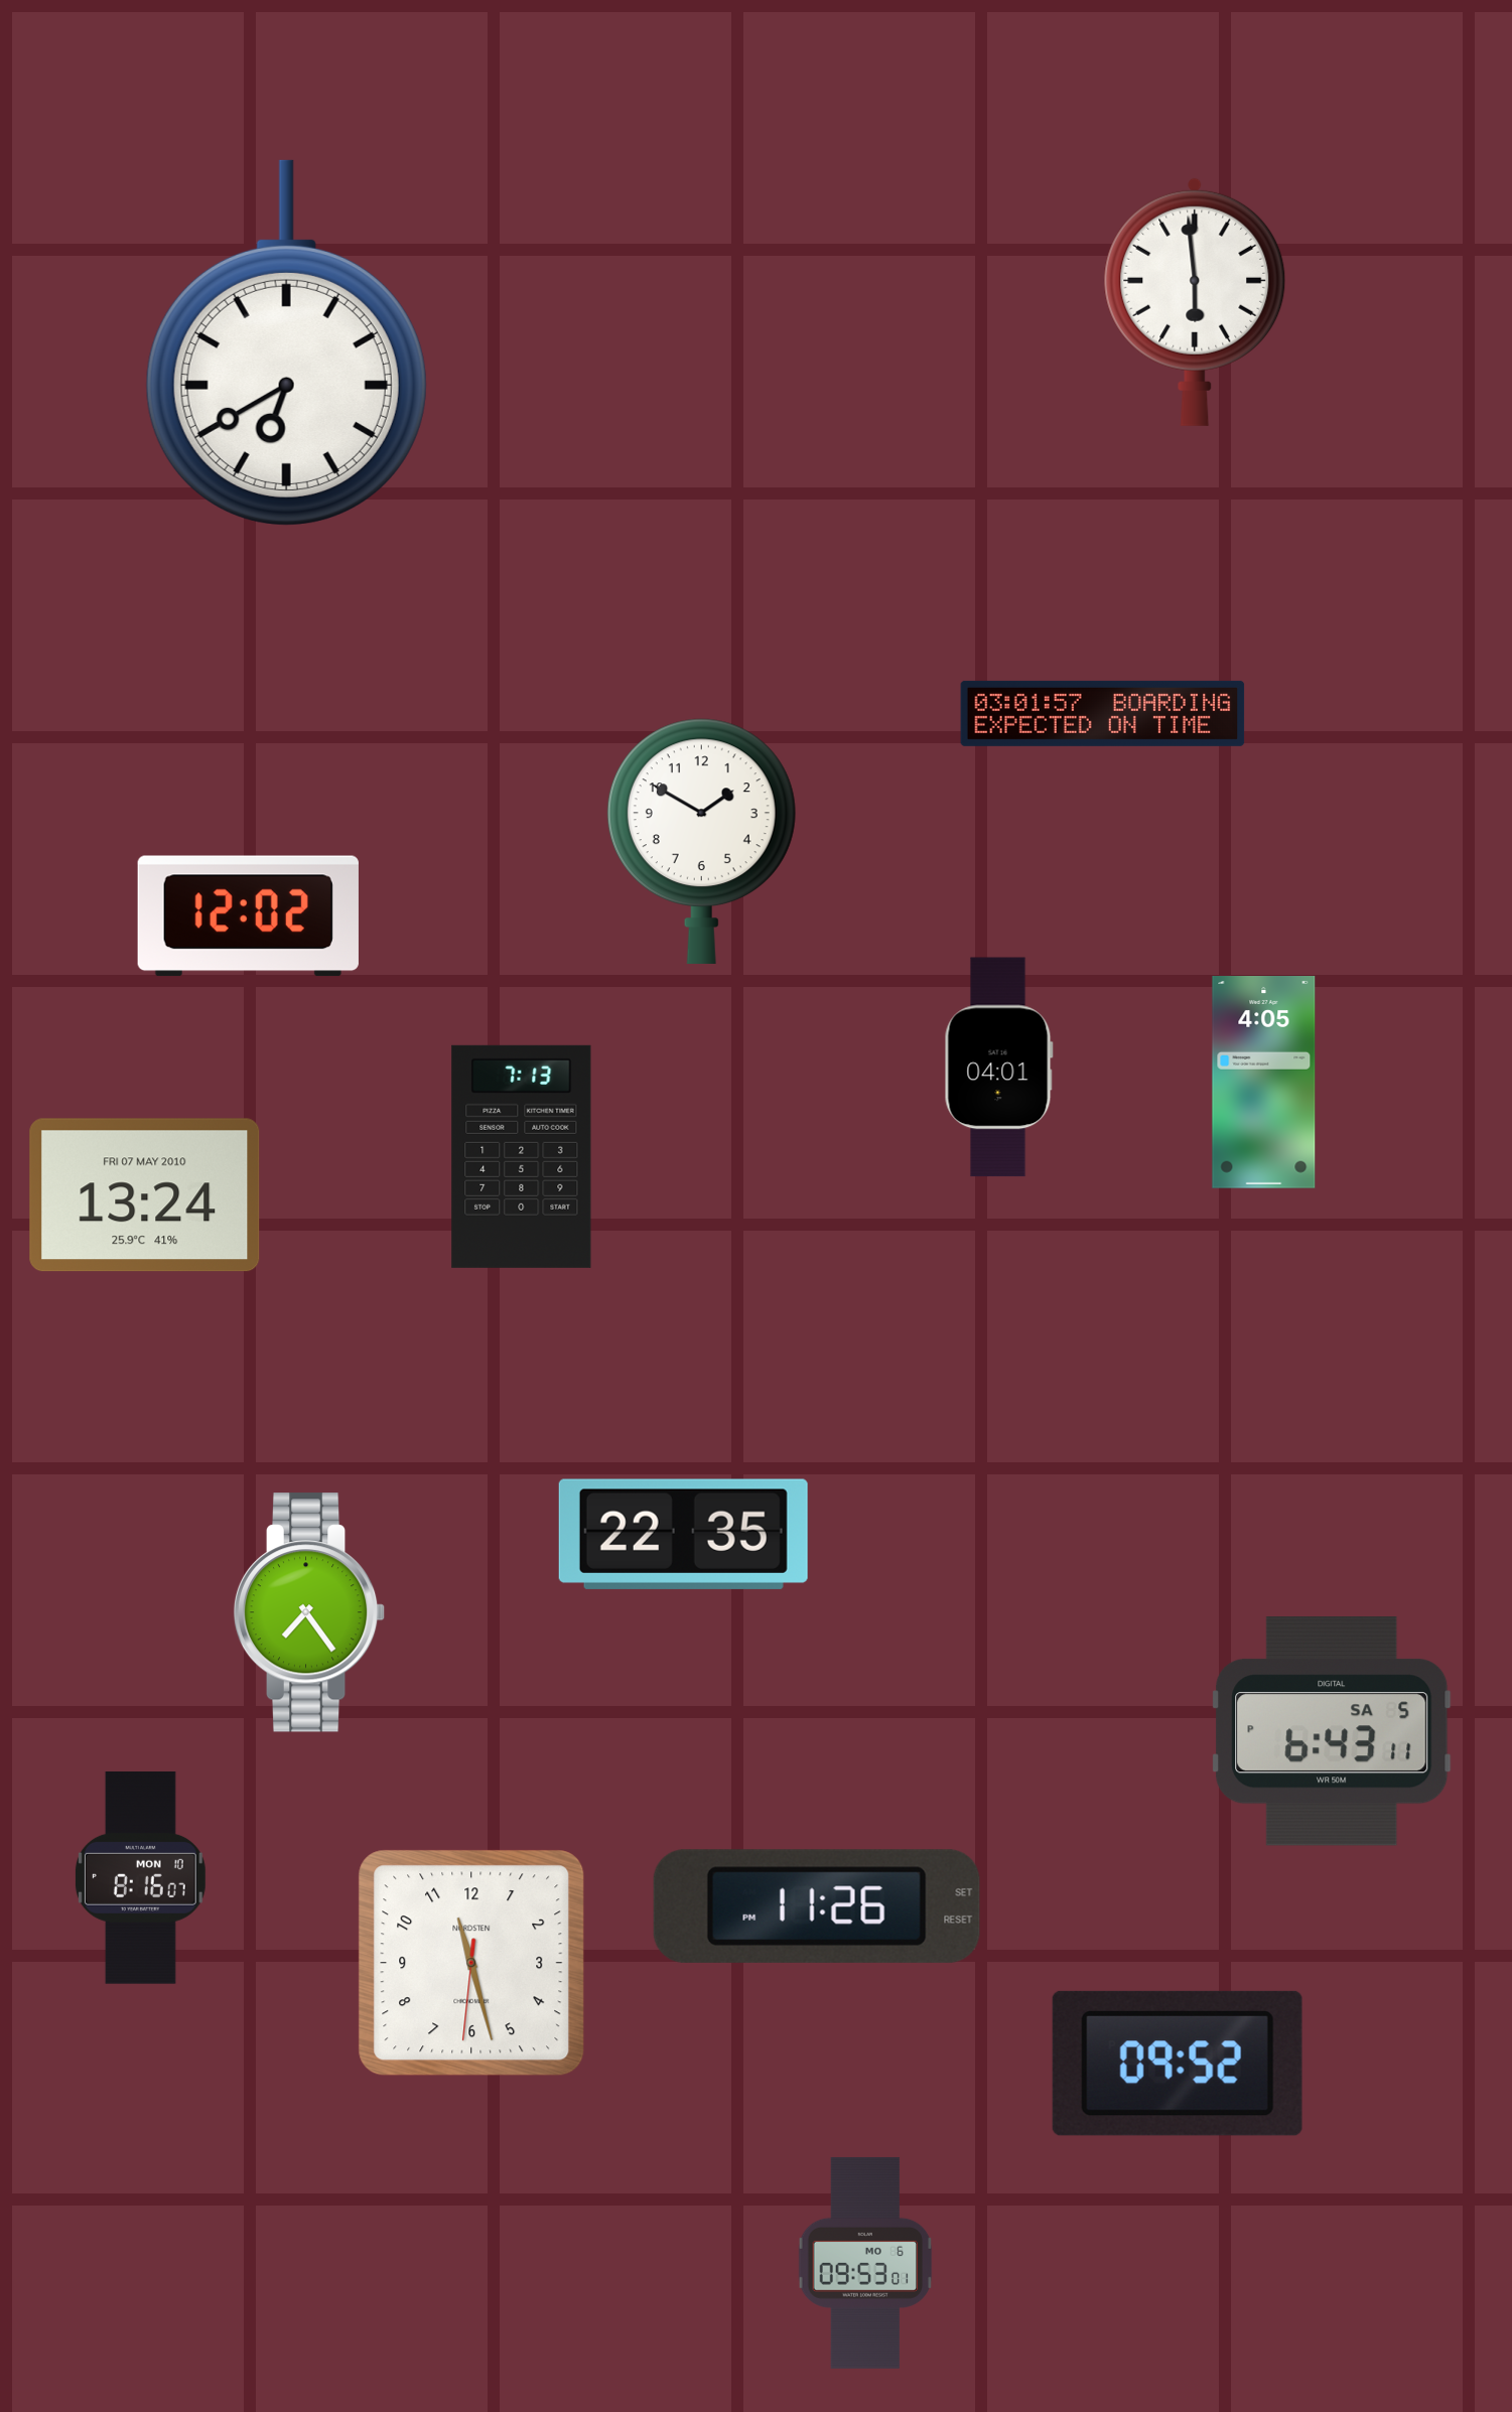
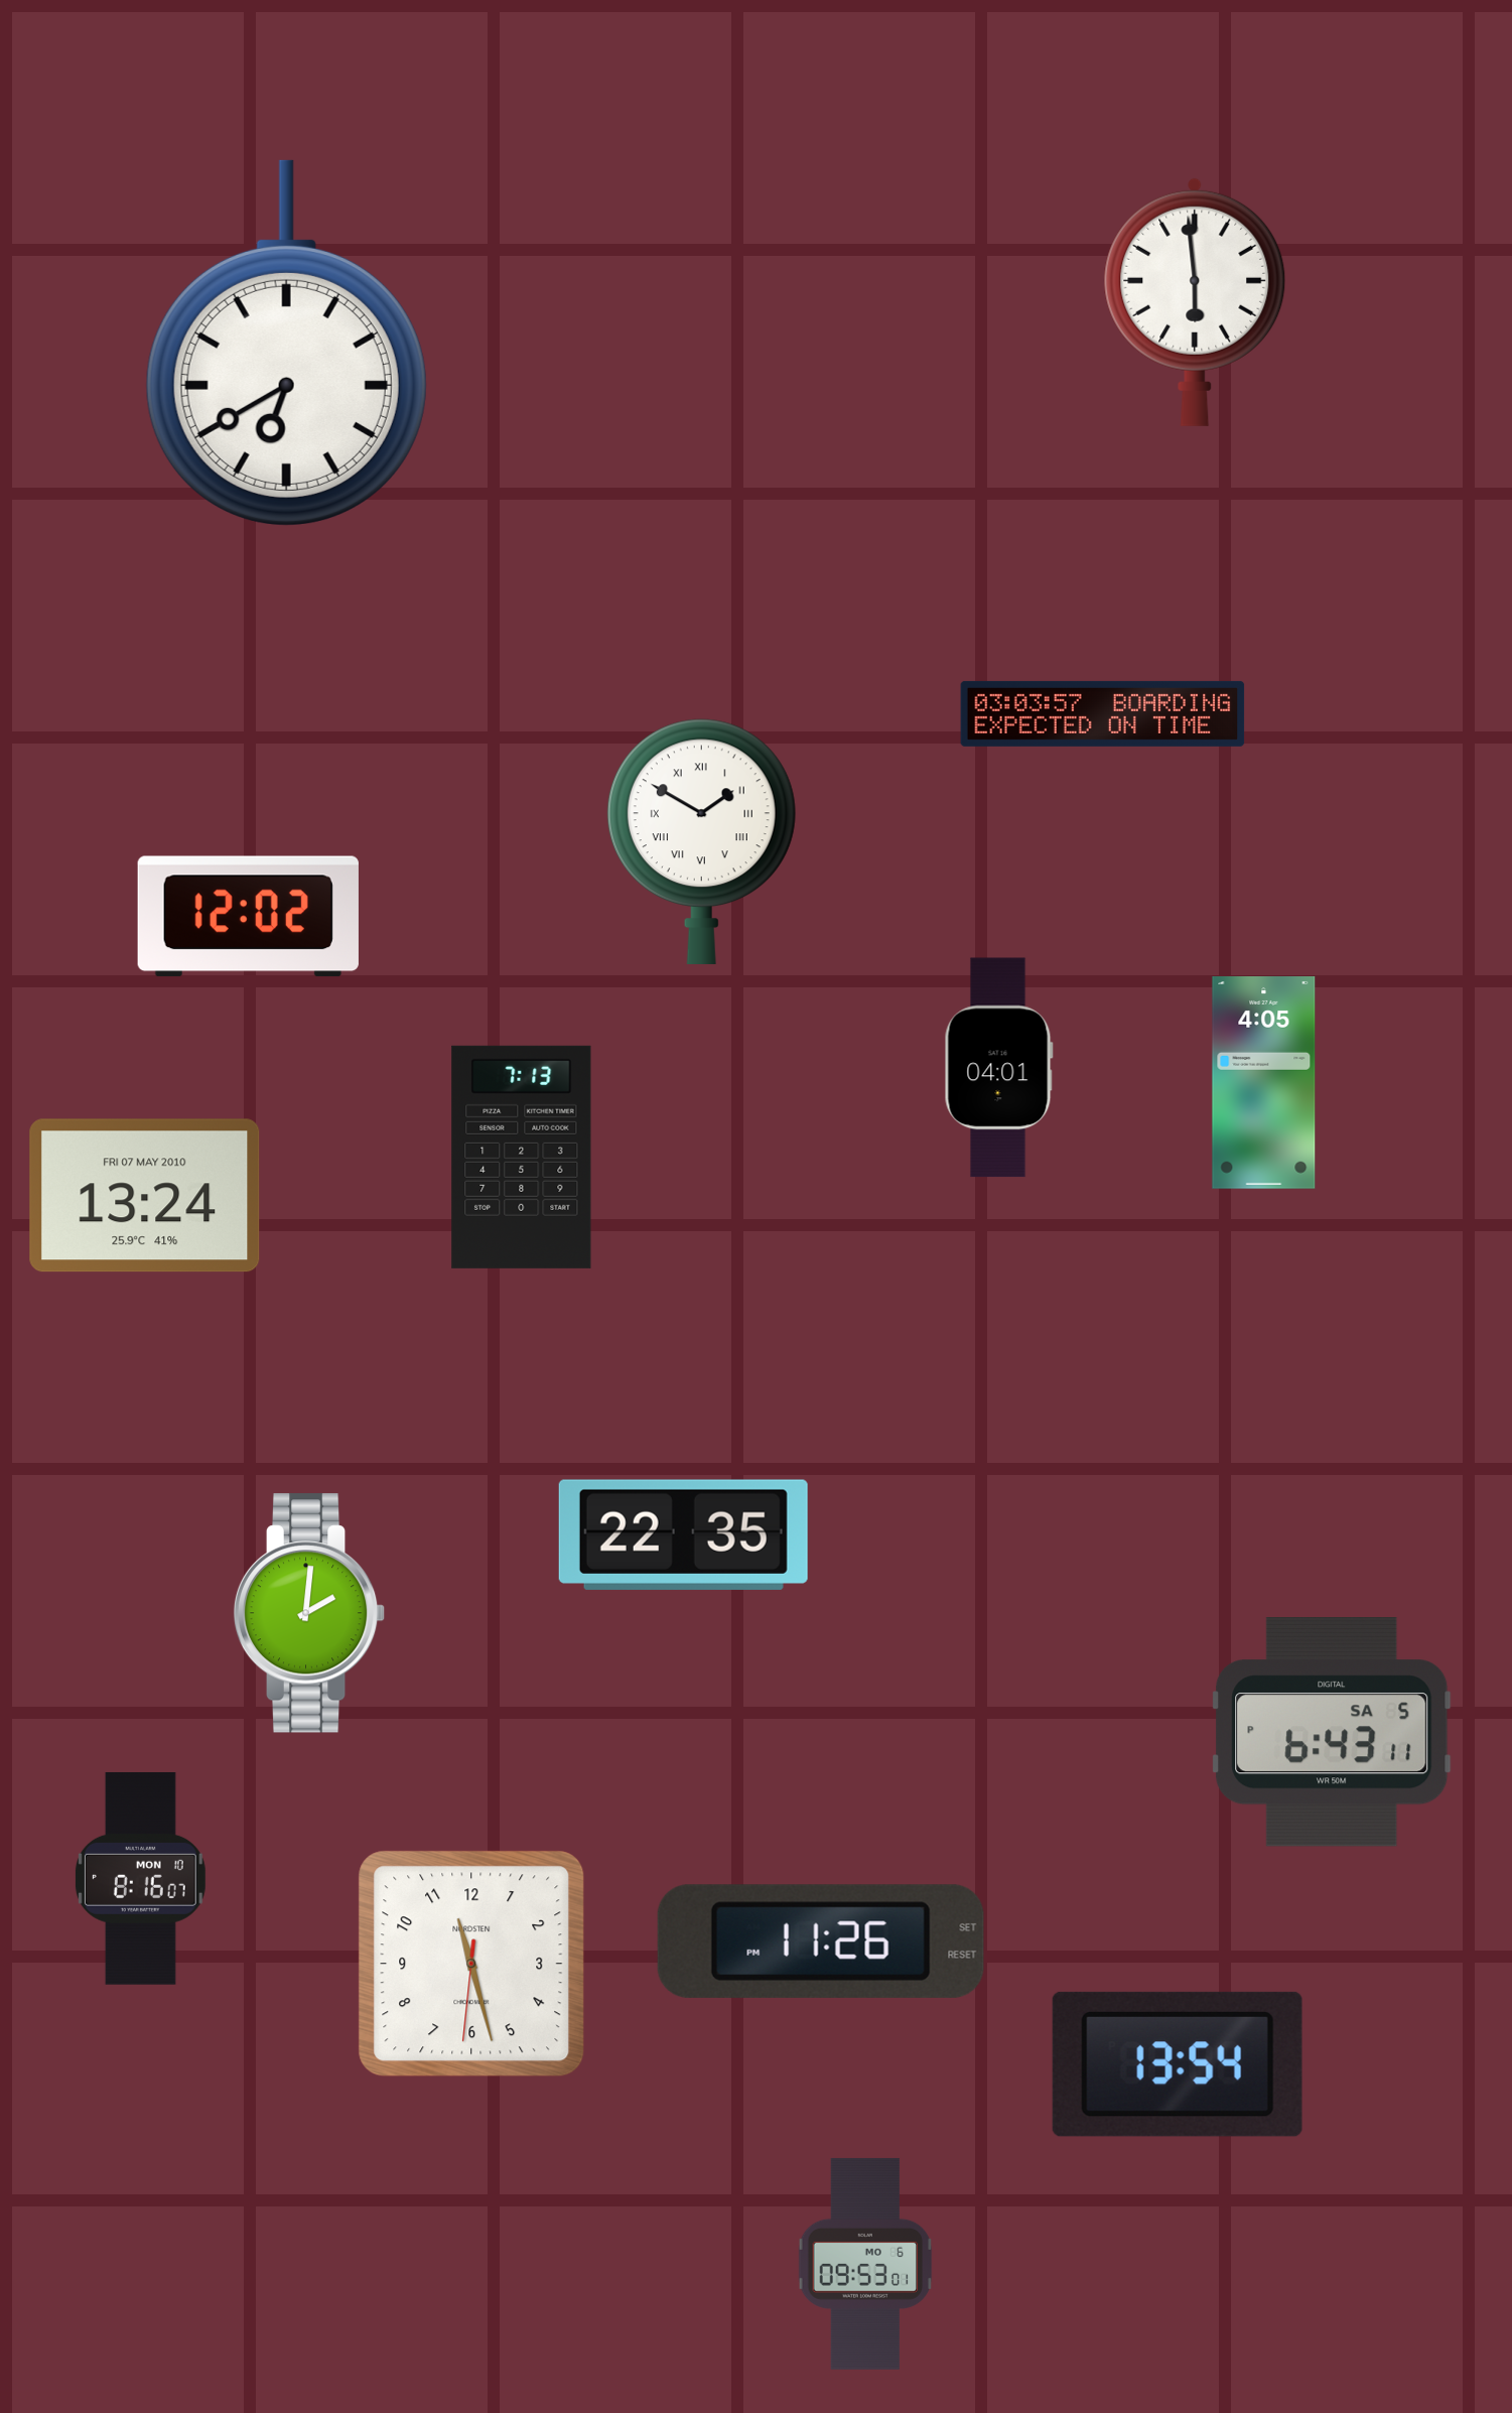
clock at (1103, 713): 03:01 -> 03:03
clock at (701, 841) numerals: Arabic -> Roman
clock at (309, 1612): 7:24 -> 2:01
clock at (817, 1906) position: (817, 1906) -> (821, 1941)
clock at (1178, 2064): 09:52 -> 13:54
